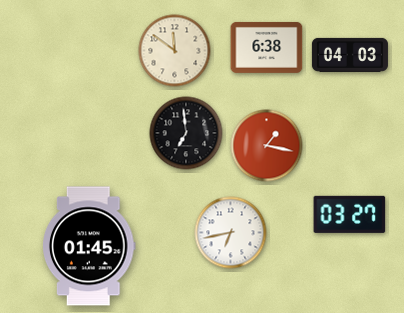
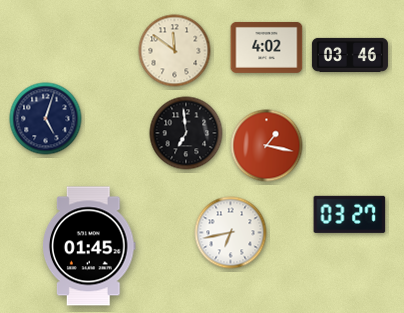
clock at (267, 47): 6:38 -> 4:02
clock at (350, 55): 04:03 -> 03:46
clock at (46, 119): none -> 5:03
